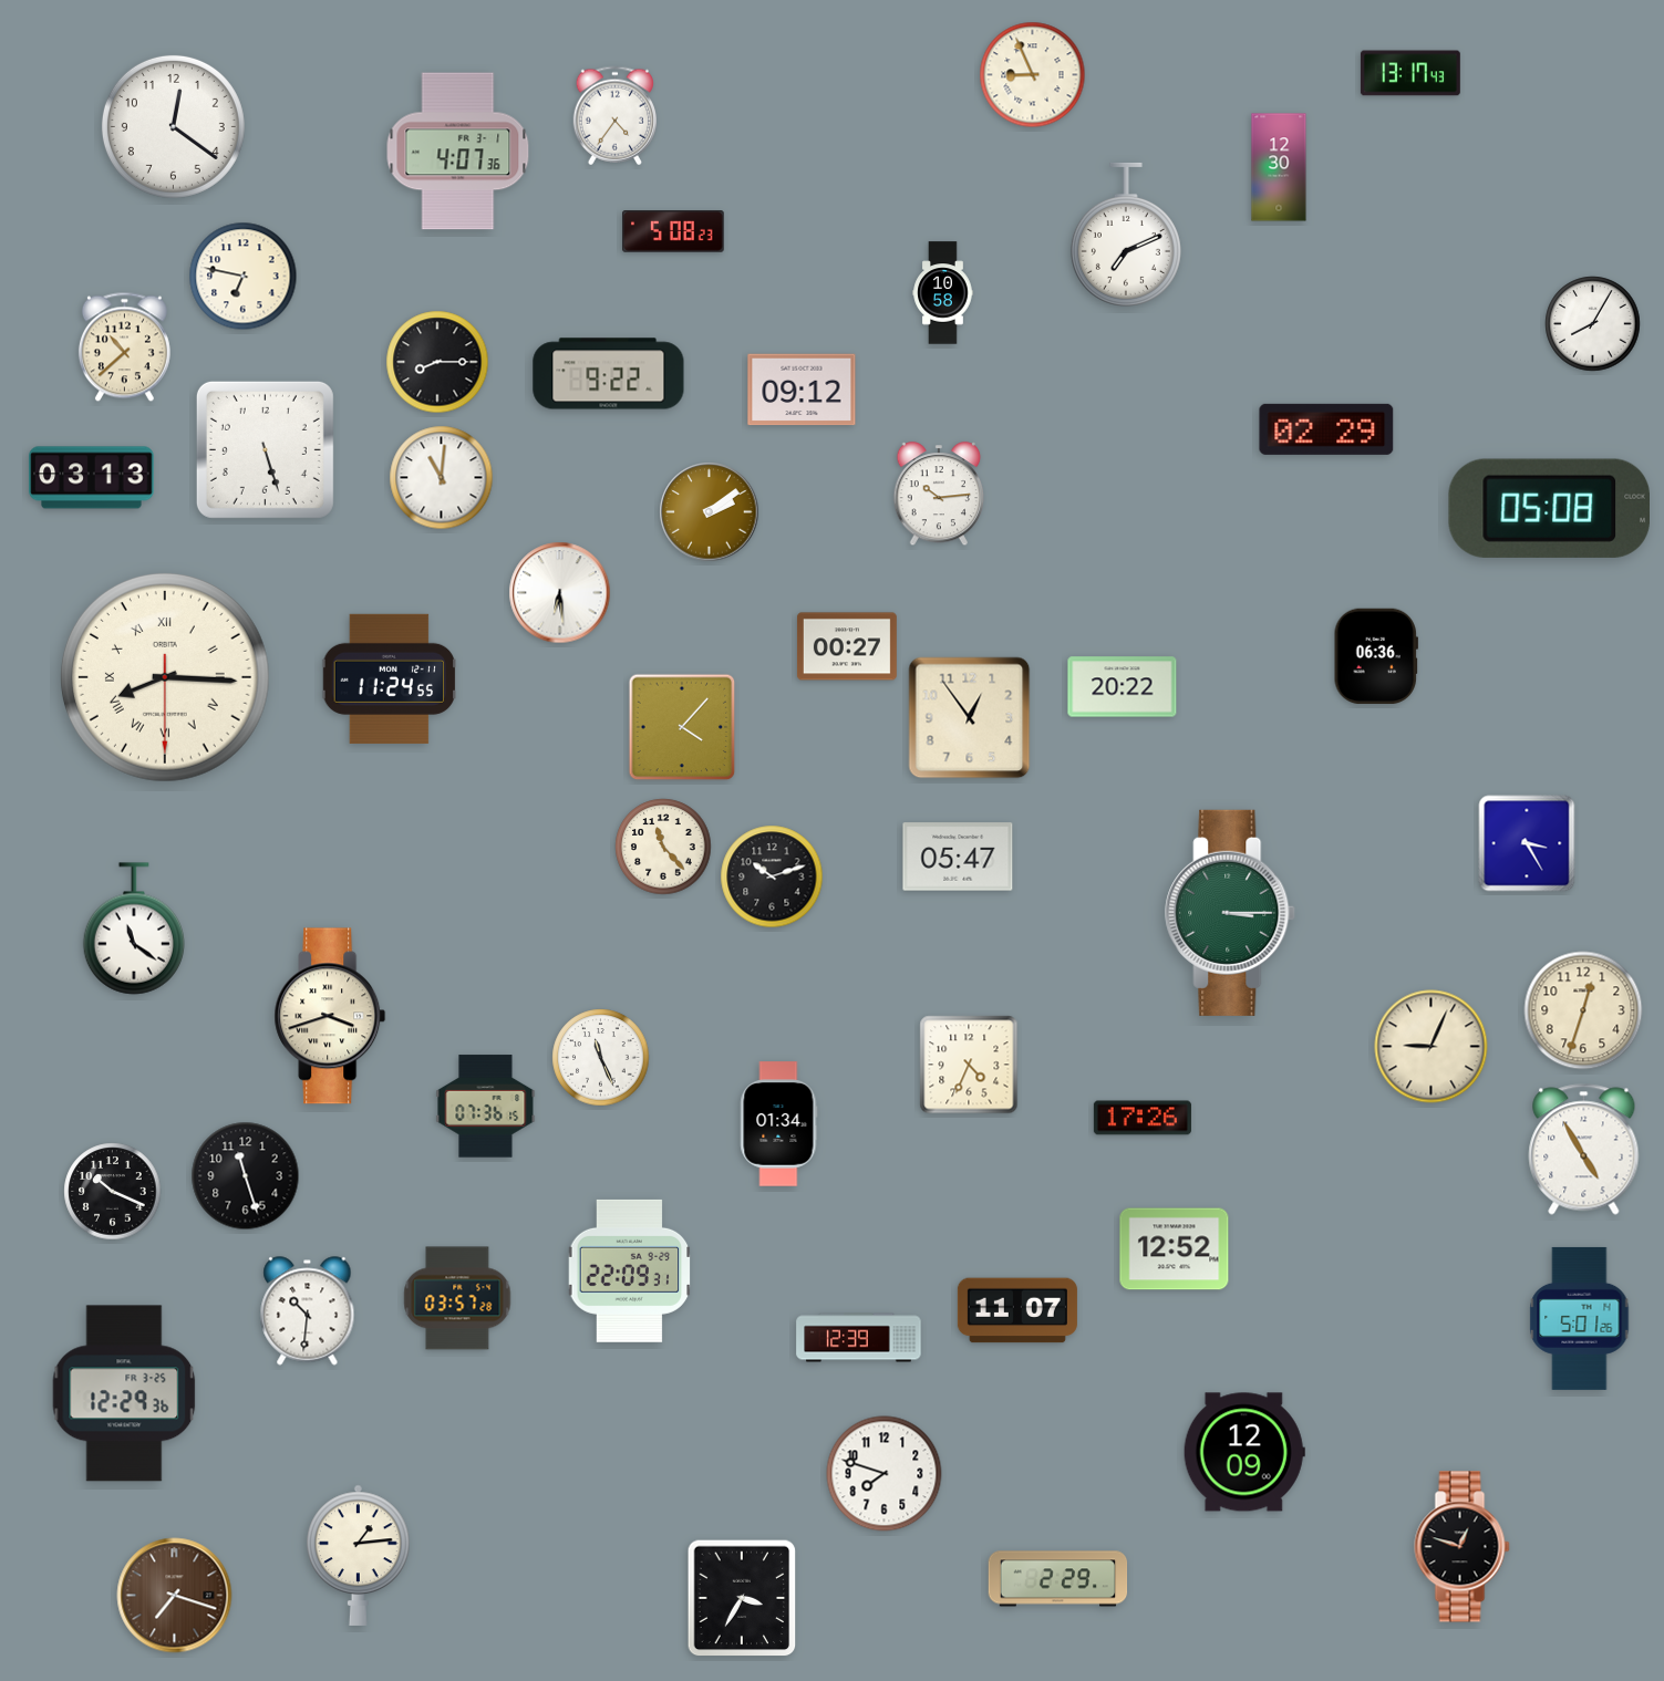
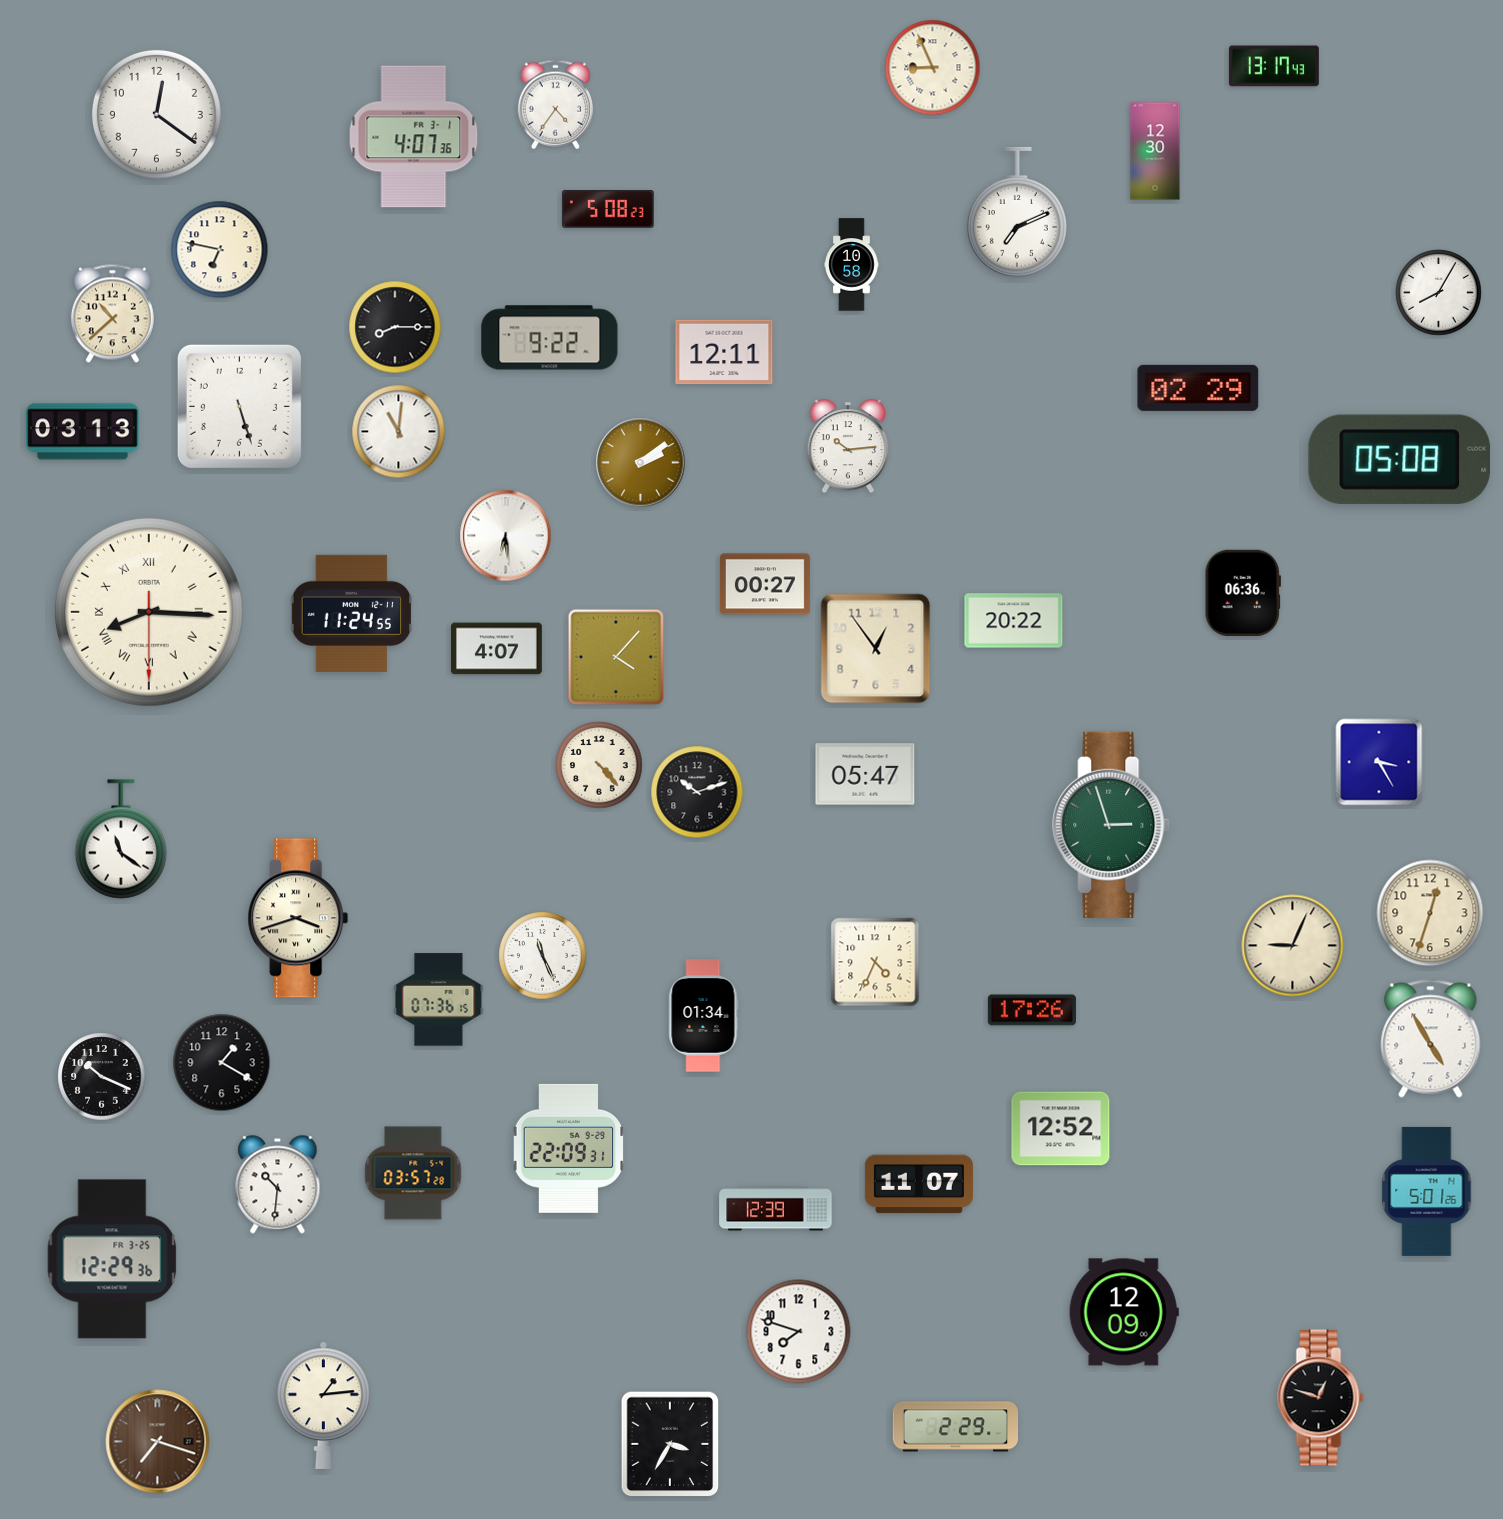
clock at (802, 390): 09:12 -> 12:11
clock at (497, 649): none -> 4:07
clock at (663, 847): 11:23 -> 4:23
clock at (1231, 913): 3:15 -> 2:57
clock at (246, 1176): 11:27 -> 1:20
